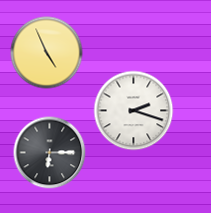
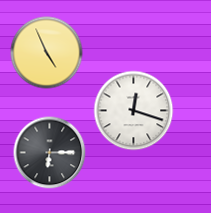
clock at (134, 111): 2:18 -> 12:18
